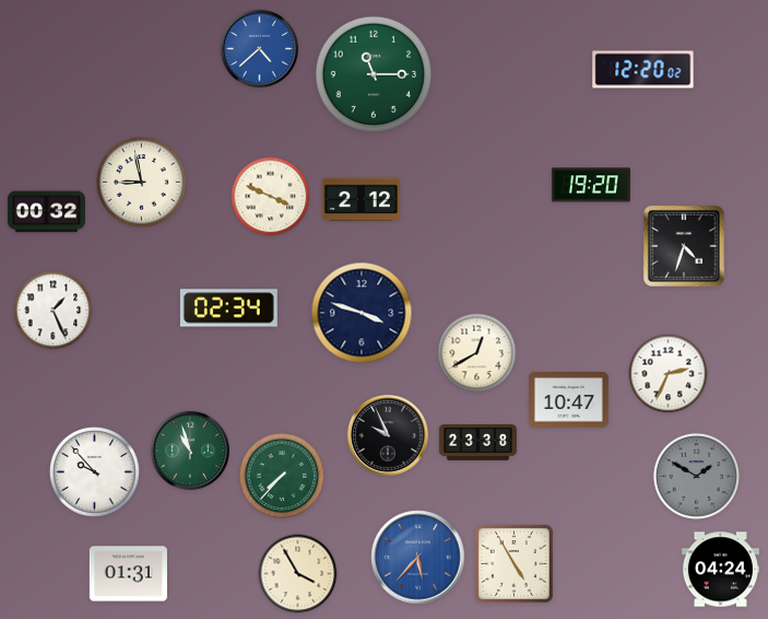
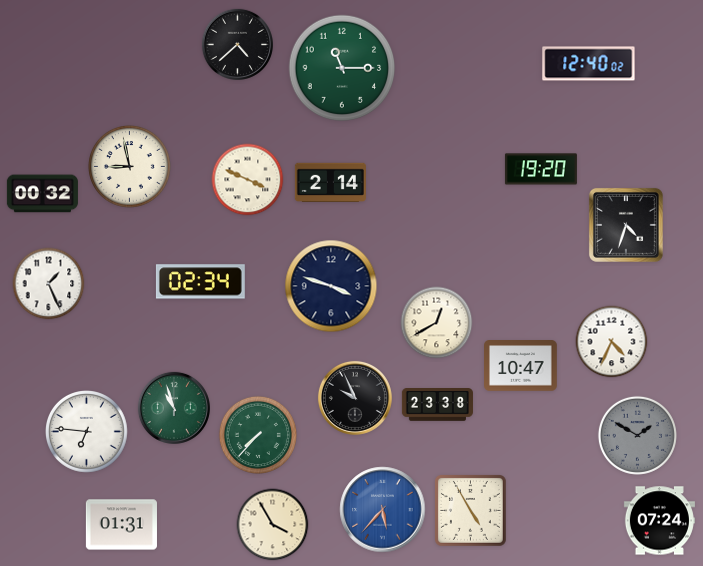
clock at (259, 48) dial: blue -> black
clock at (643, 70): 12:20 -> 12:40
clock at (361, 199): 2:12 -> 2:14
clock at (228, 308) position: (228, 308) -> (200, 282)
clock at (669, 374): 2:34 -> 4:34
clock at (190, 451) position: (190, 451) -> (174, 408)
clock at (95, 472): 9:53 -> 6:46
clock at (515, 564) position: (515, 564) -> (471, 511)
clock at (720, 570): 04:24 -> 07:24
clock at (128, 574) position: (128, 574) -> (121, 525)
